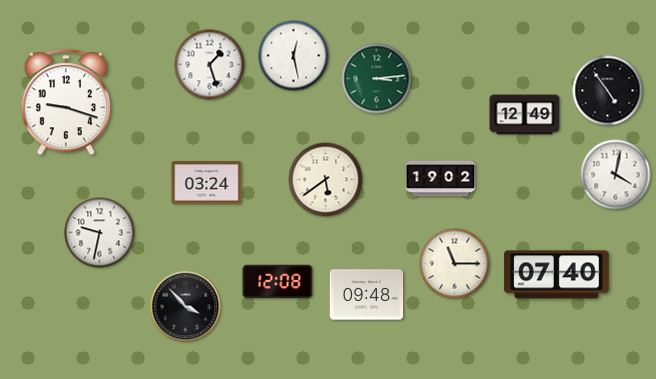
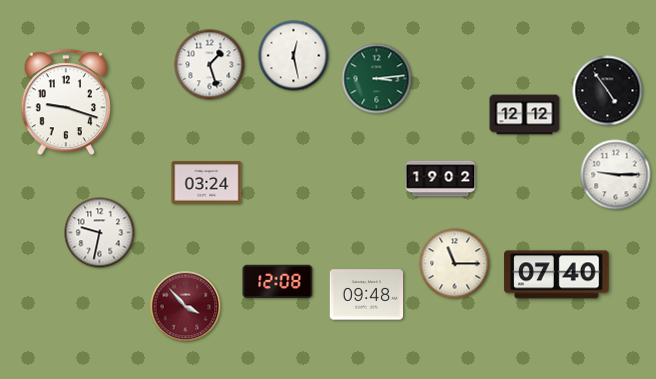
clock at (525, 115): 12:49 -> 12:12
clock at (616, 175): 4:02 -> 9:15
clock at (326, 180): 5:39 -> none
clock at (186, 307) dial: black -> burgundy
